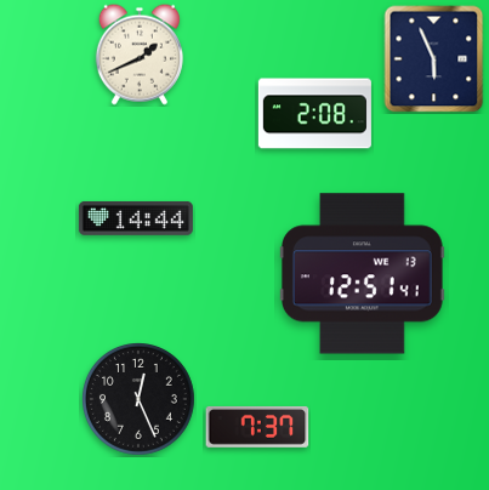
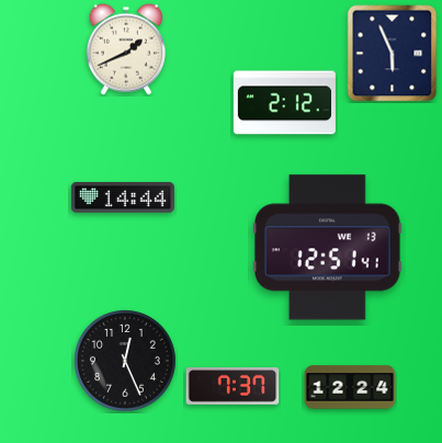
clock at (314, 114): 2:08 -> 2:12
clock at (350, 387): none -> 12:24
